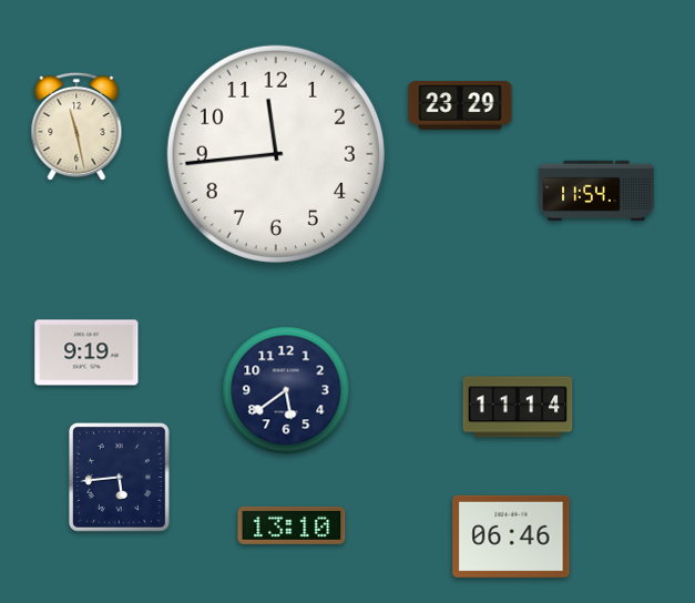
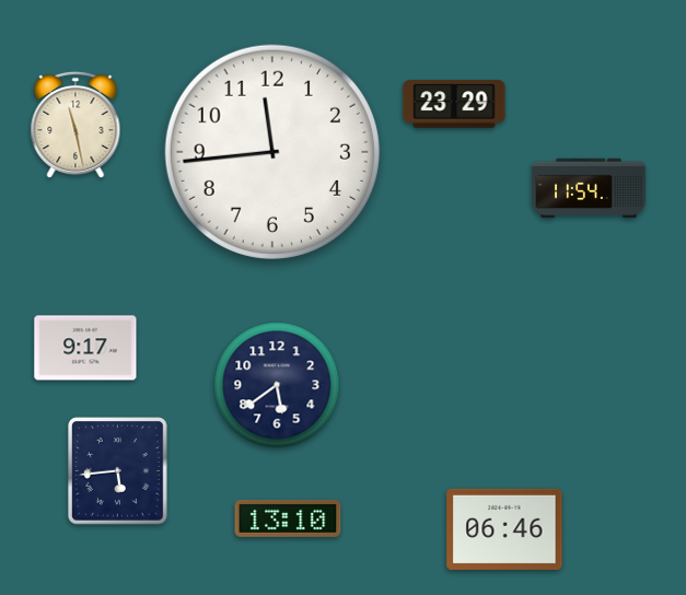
clock at (86, 352): 9:19 -> 9:17
clock at (286, 390) position: (286, 390) -> (277, 385)
clock at (518, 407): 11:14 -> none
